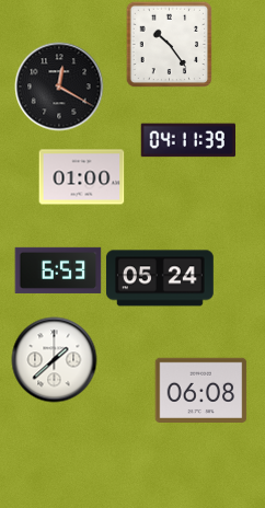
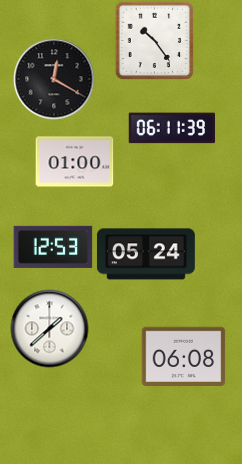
clock at (187, 140): 04:11 -> 06:11
clock at (58, 270): 6:53 -> 12:53
